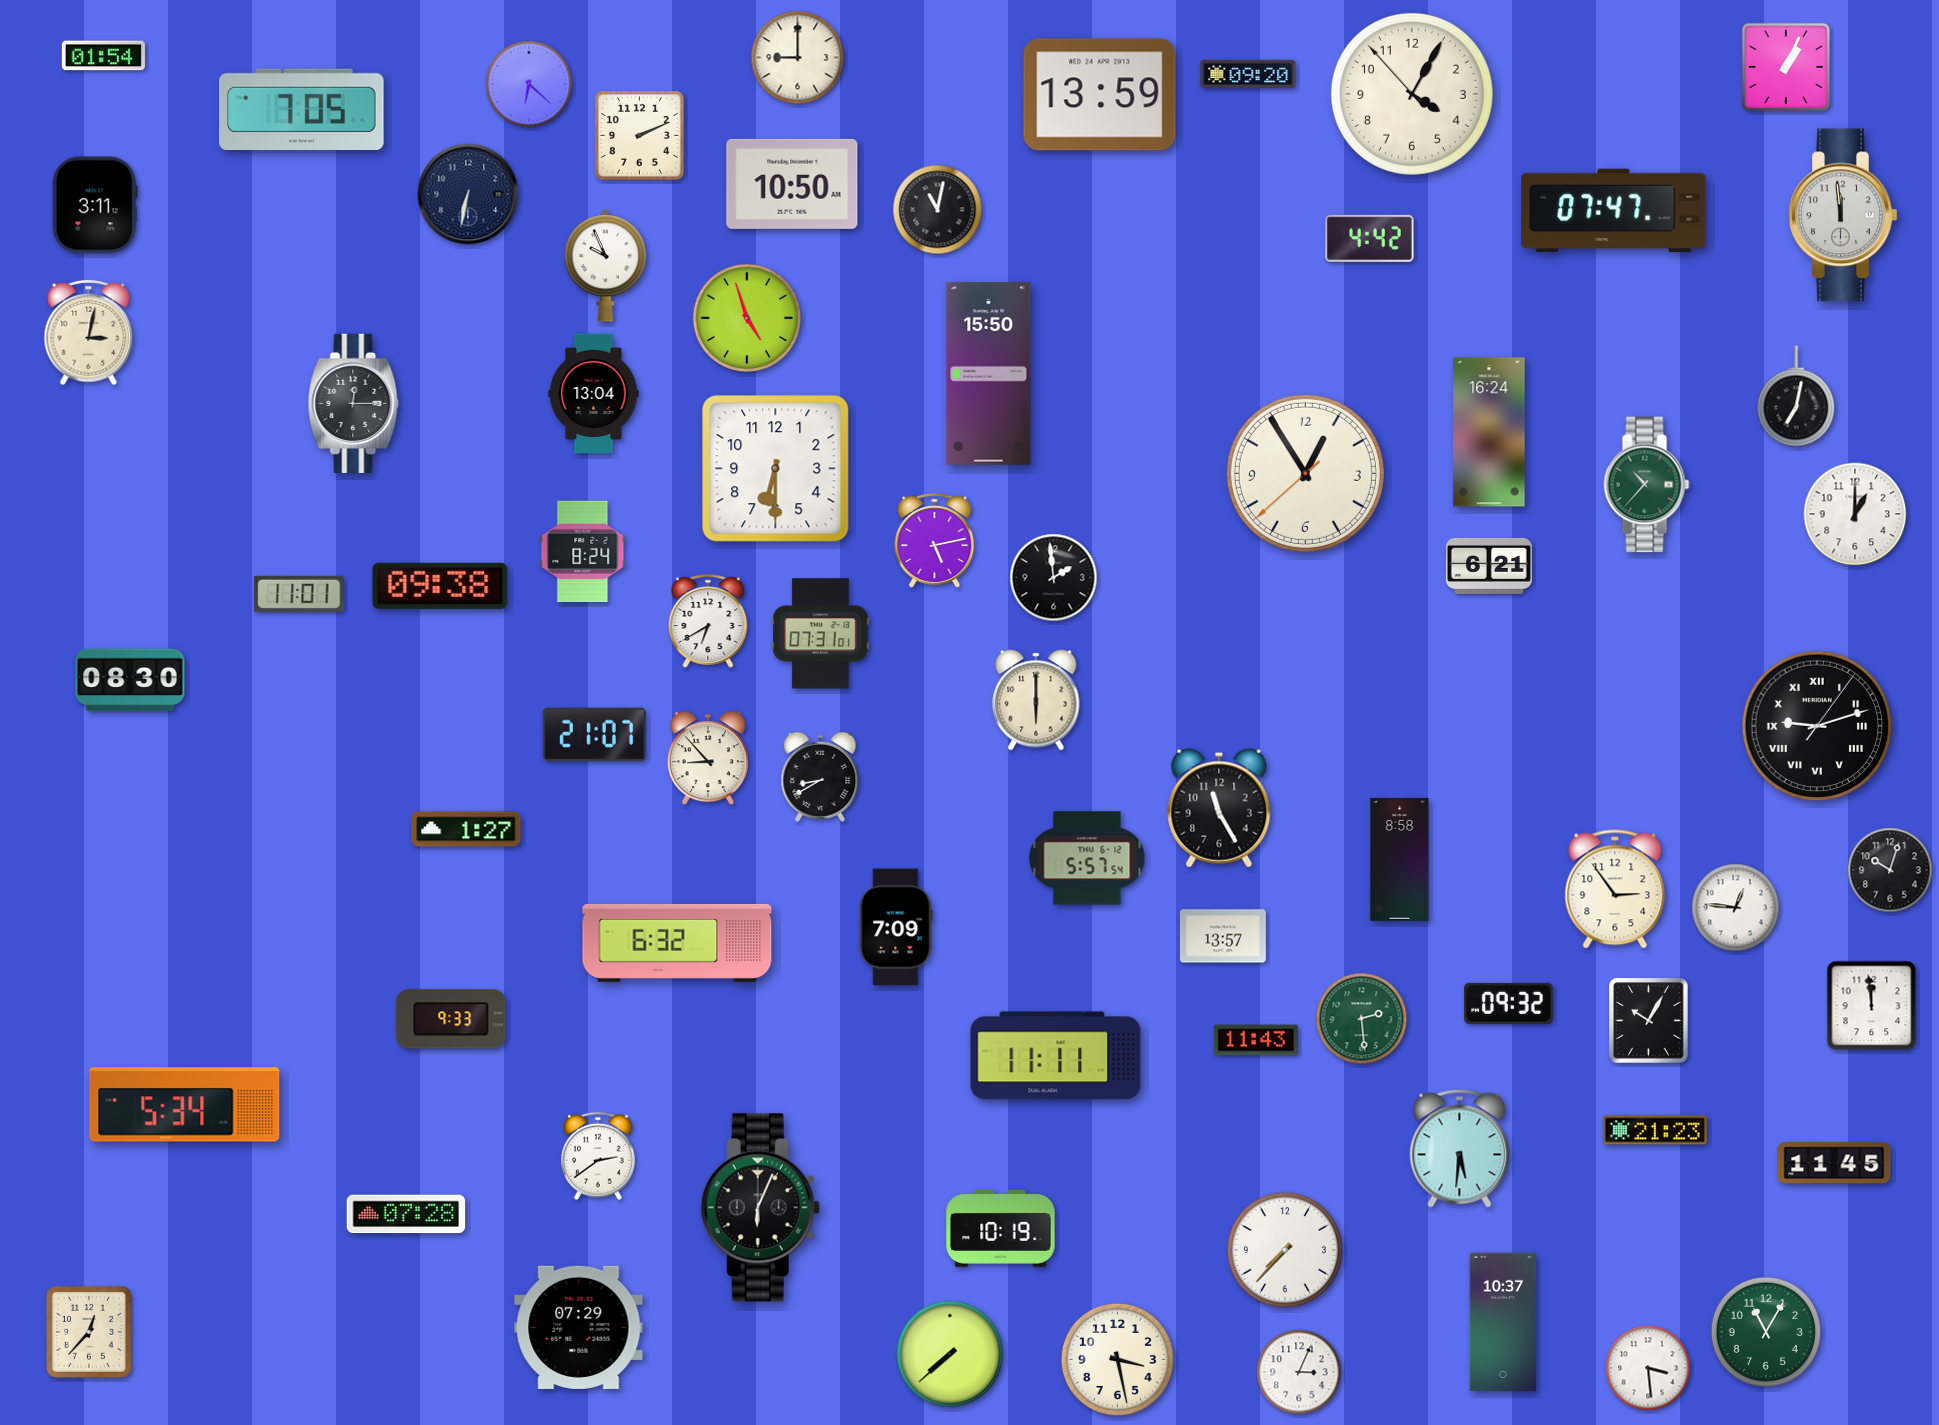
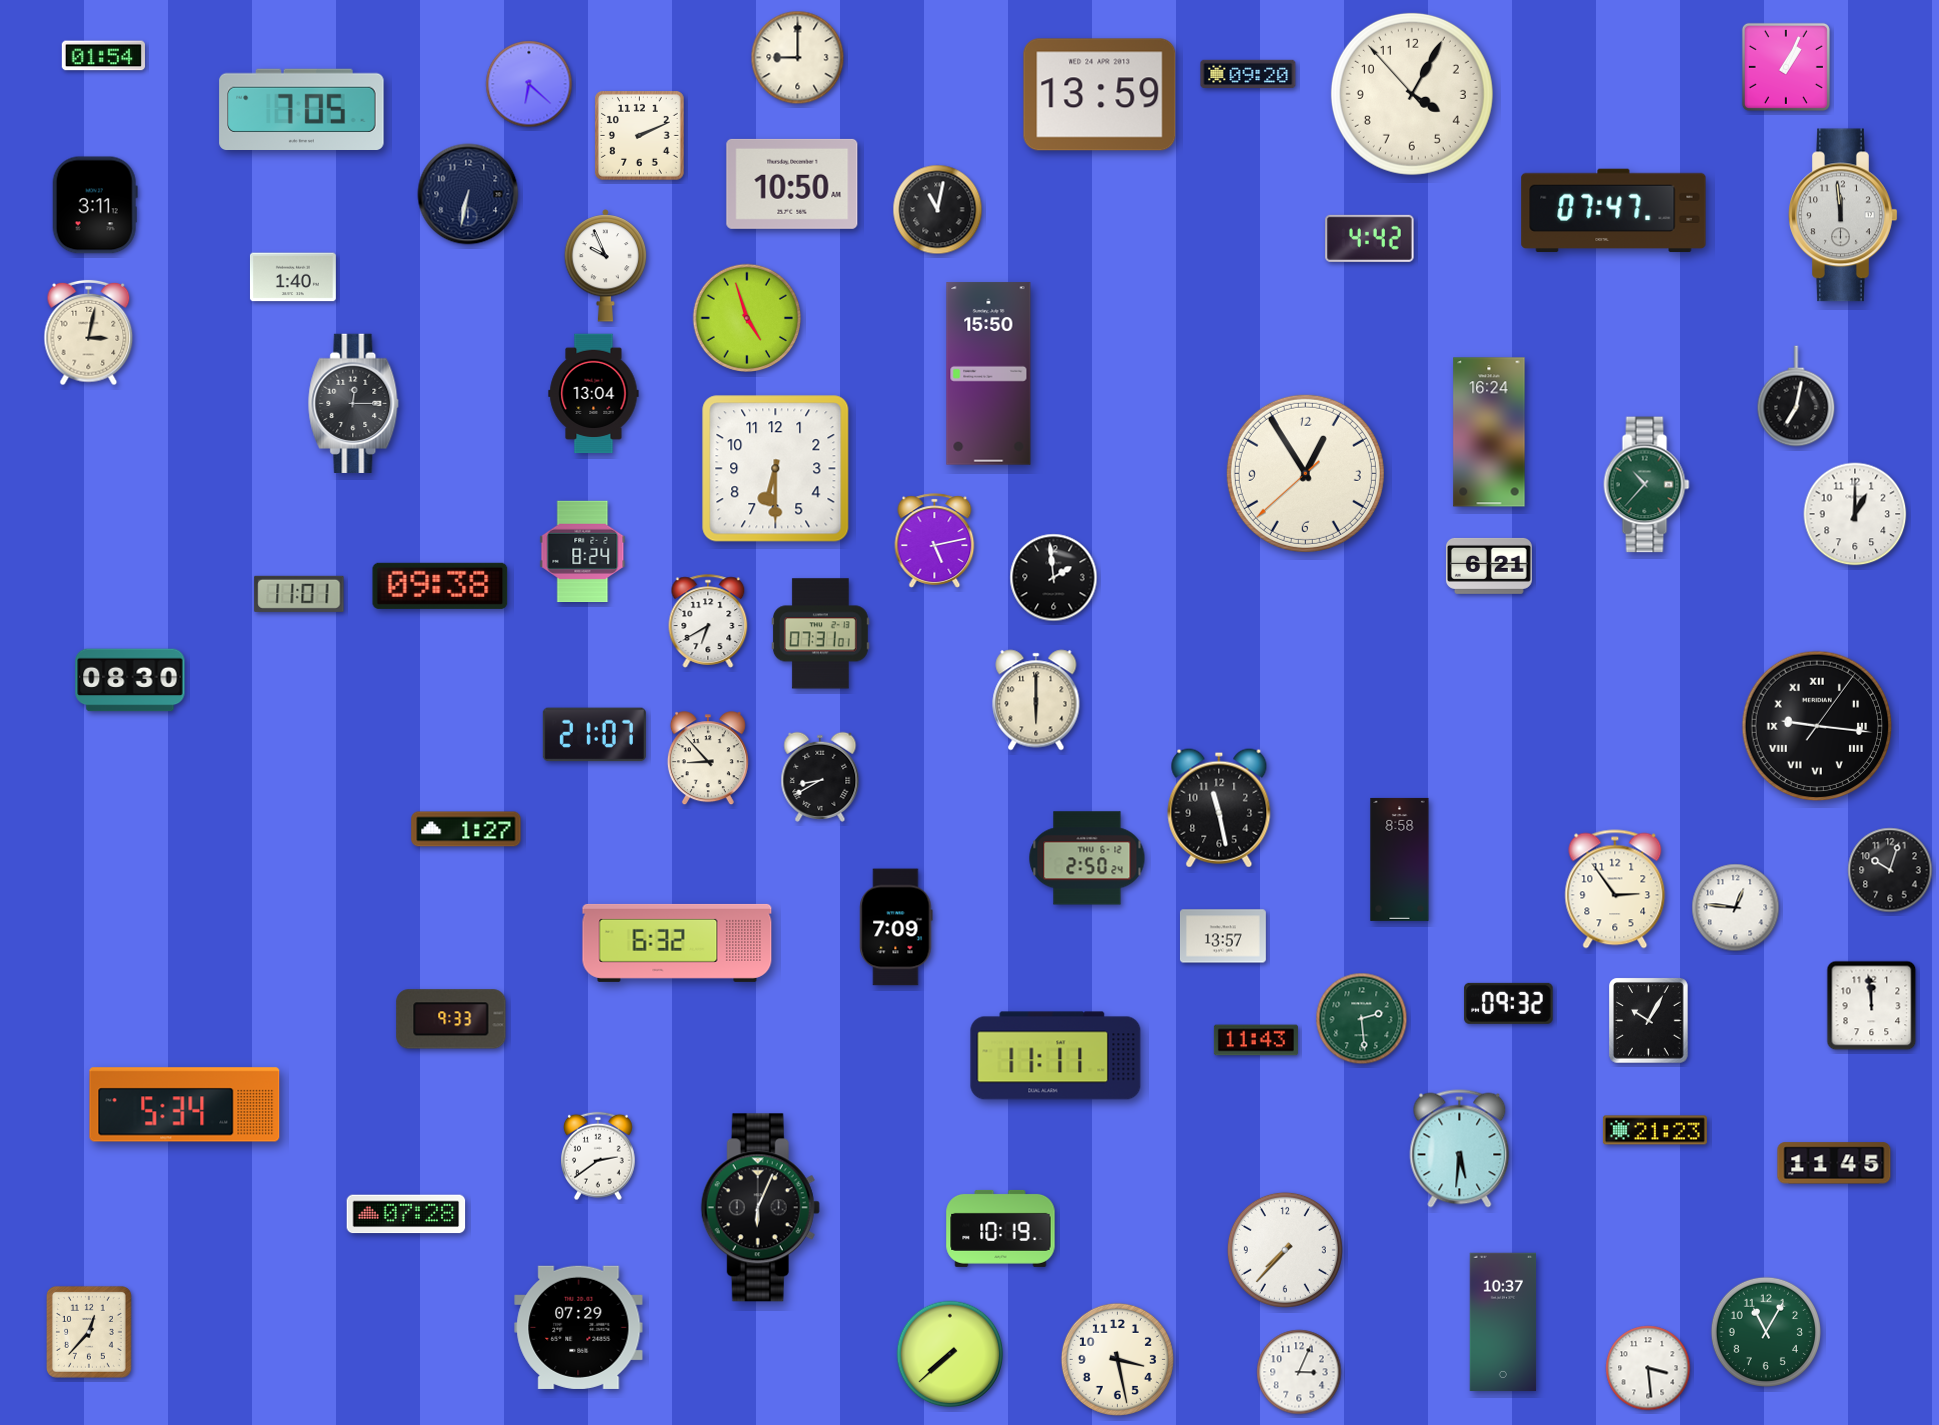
clock at (293, 277): none -> 1:40
clock at (1817, 726): 9:12 -> 9:16
clock at (1219, 808): 11:25 -> 11:28
clock at (1087, 858): 5:57 -> 2:50
